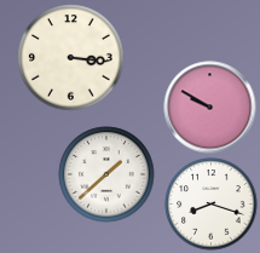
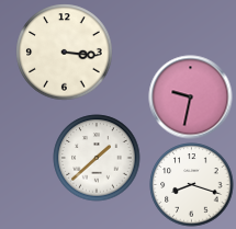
clock at (210, 108): 9:50 -> 9:32
